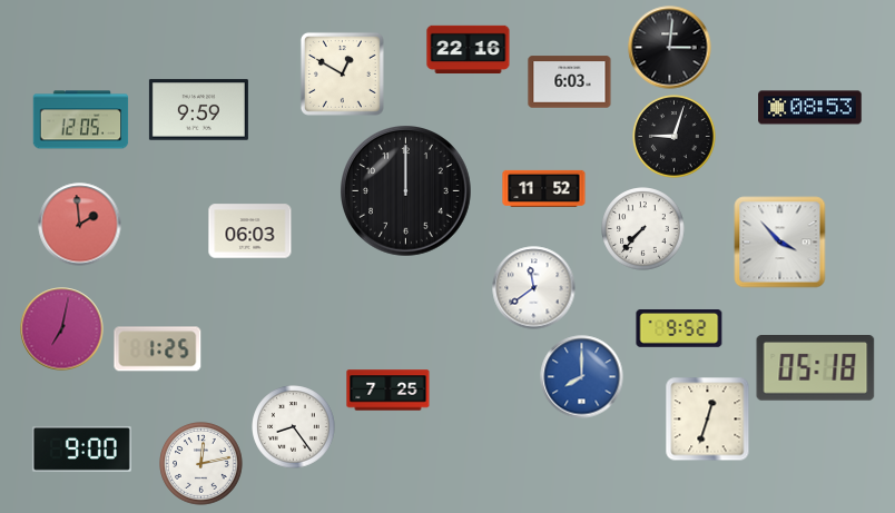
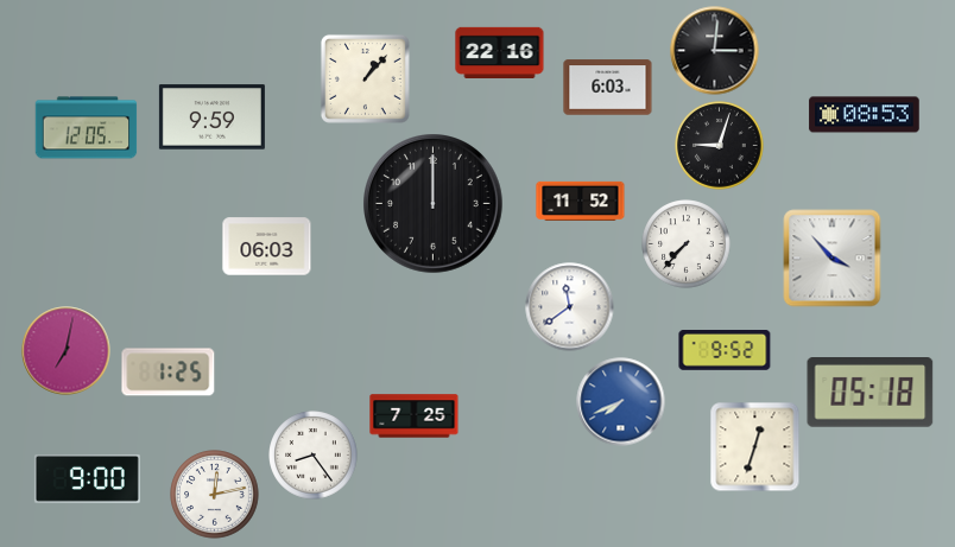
clock at (342, 73): 12:50 -> 1:07
clock at (80, 225): 1:59 -> none
clock at (582, 377): 8:00 -> 7:41
